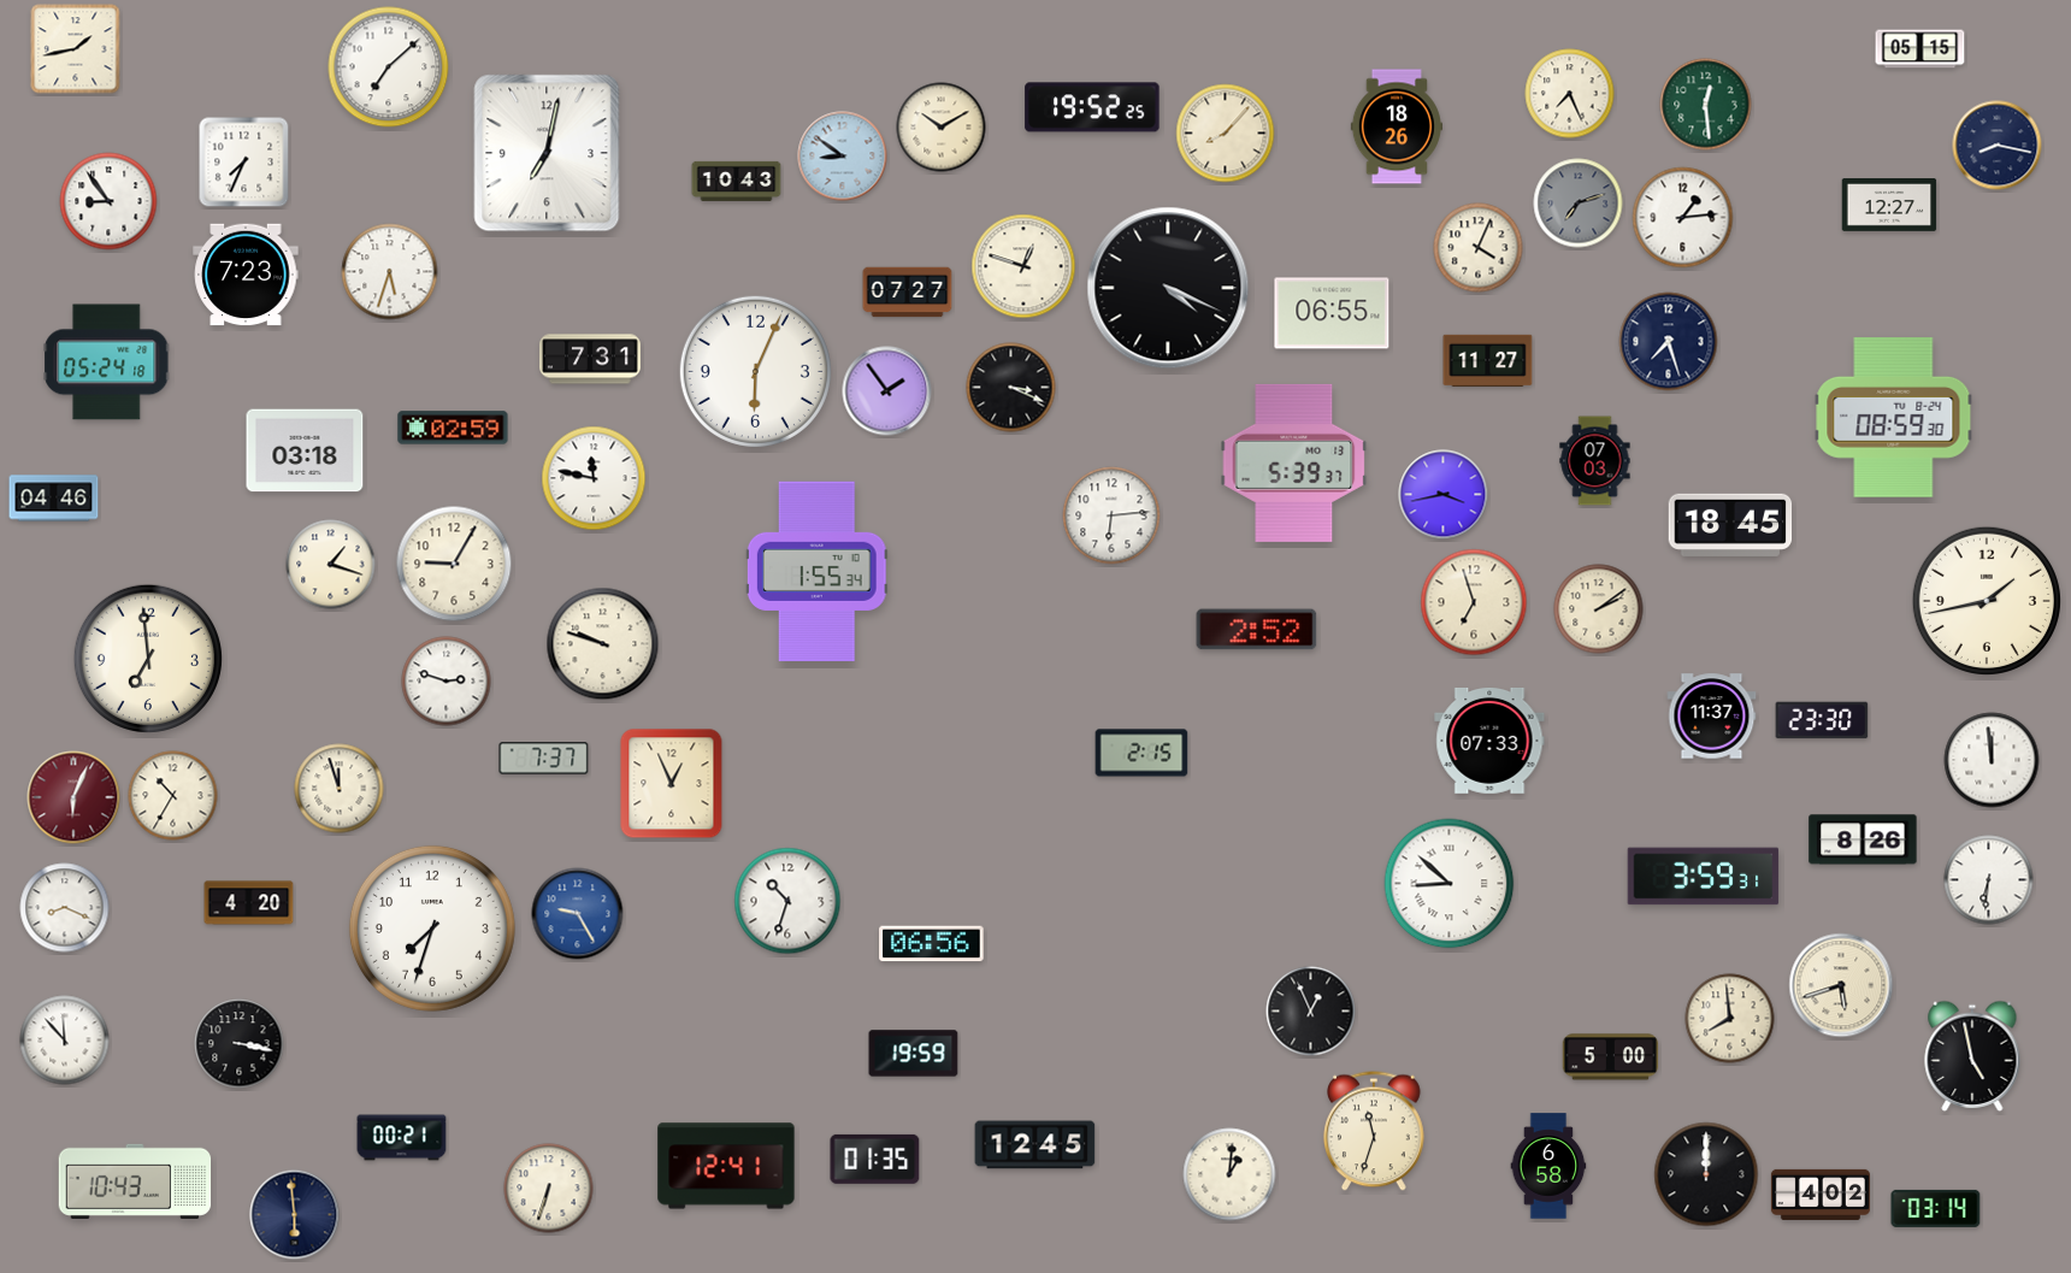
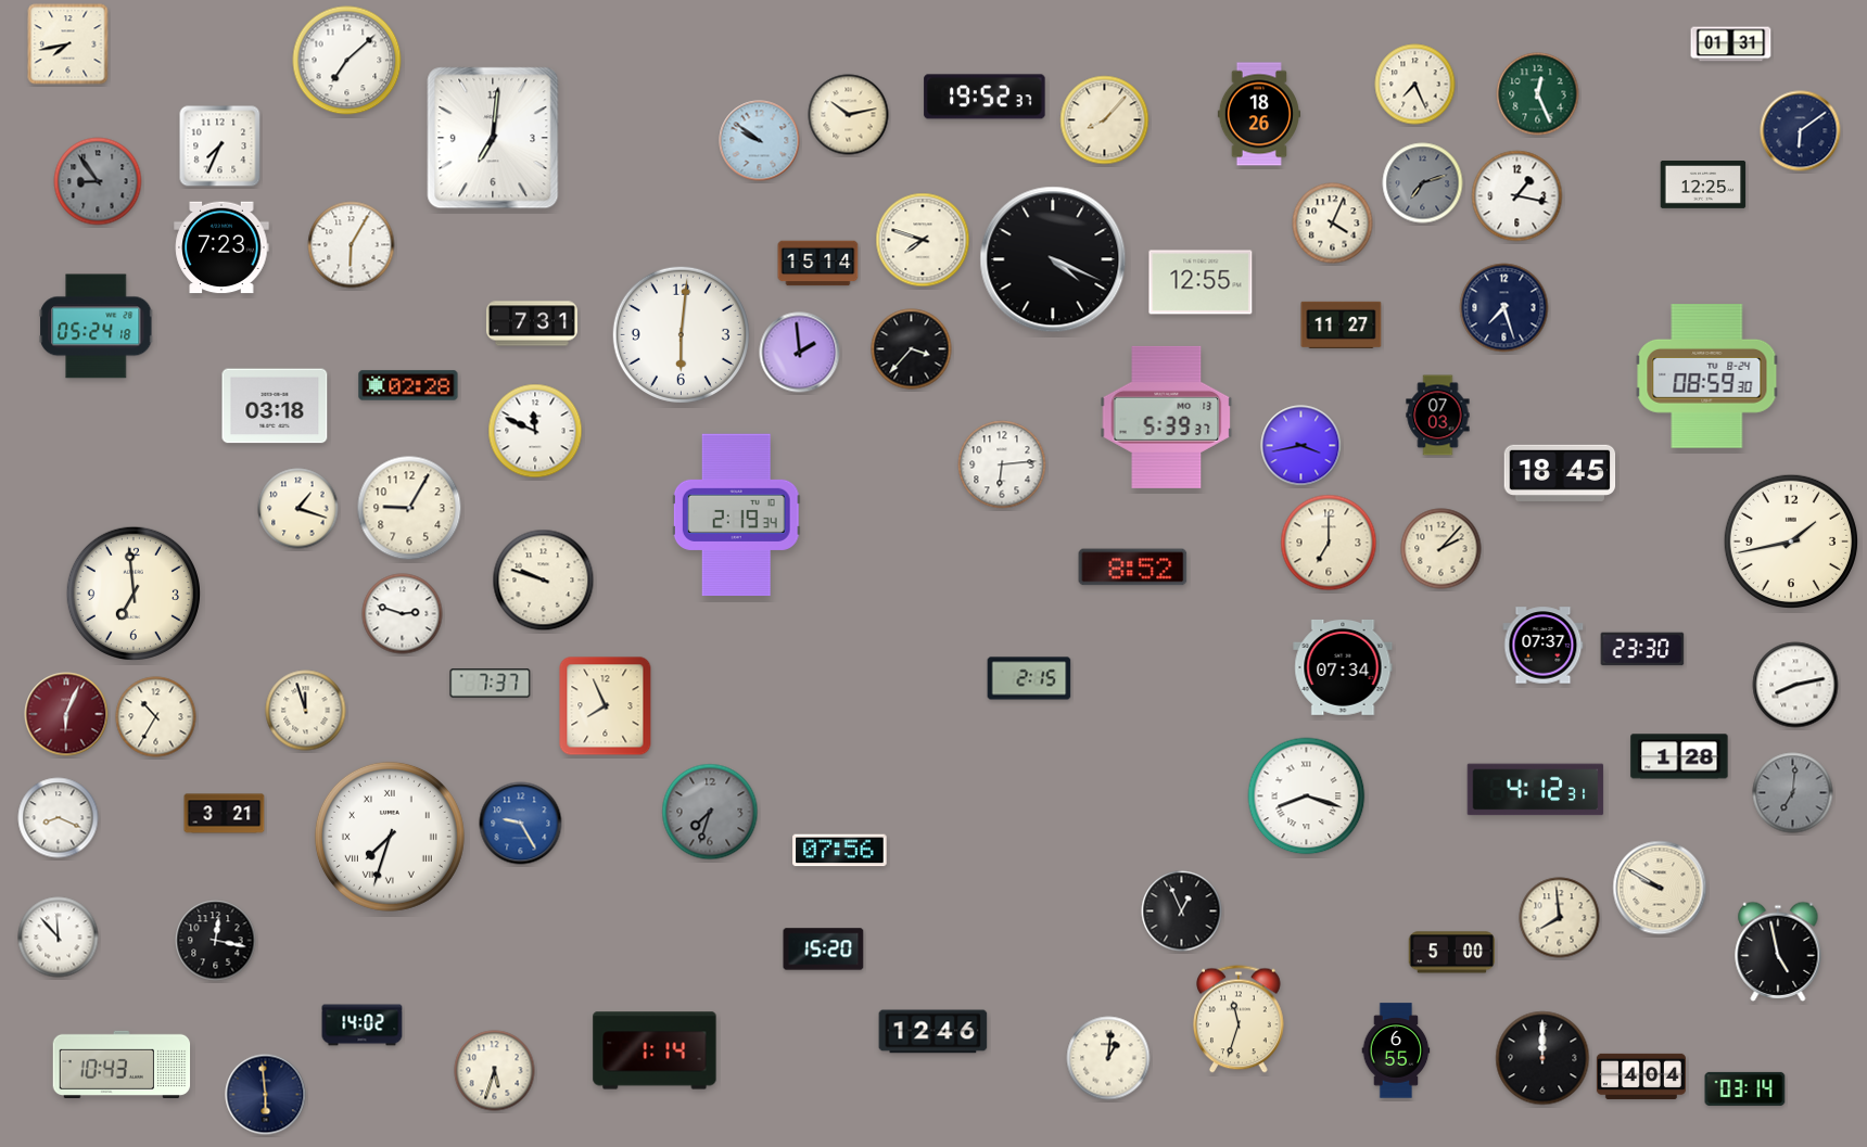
clock at (76, 49): 1:43 -> 7:43
clock at (1920, 49): 05:15 -> 01:31
clock at (389, 67) position: (389, 67) -> (347, 61)
clock at (1706, 105): 12:29 -> 12:26
clock at (1092, 107): 19:52:25 -> 19:52:37
clock at (942, 128): 10:10 -> 10:13
clock at (1998, 146): 8:17 -> 6:09
clock at (547, 153): 7:02 -> 7:01
clock at (843, 157): 8:51 -> 9:51
clock at (737, 181): 10:43 -> none
clock at (108, 201) dial: white -> grey
clock at (1889, 206): 12:27 -> 12:25
clock at (1683, 218): 1:14 -> 1:17
clock at (1023, 266): 12:48 -> 7:48
clock at (390, 272): 5:33 -> 6:05
clock at (908, 293): 07:27 -> 15:14
clock at (1332, 313): 06:55 -> 12:55
clock at (755, 371): 6:04 -> 6:01
clock at (1011, 388): 3:19 -> 3:37
clock at (887, 391): 1:54 -> 1:59
clock at (453, 428): 02:59 -> 02:28
clock at (594, 478): 11:47 -> 11:49
clock at (54, 499): 04:46 -> none
clock at (816, 572): 1:55 -> 2:19
clock at (1474, 602): 6:57 -> 7:00
clock at (1599, 609): 2:09 -> 2:07
clock at (1257, 630): 2:52 -> 8:52
clock at (1712, 717): 11:37 -> 07:37
clock at (1489, 741): 07:33 -> 07:34
clock at (1992, 760): 11:59 -> 8:13
clock at (672, 784): 12:56 -> 7:56
clock at (73, 797) position: (73, 797) -> (66, 714)
clock at (1863, 839): 8:26 -> 1:28
clock at (1704, 877): 3:59 -> 4:12
clock at (1989, 880): 6:31 -> 7:01
clock at (1989, 880) dial: white -> grey
clock at (1450, 884): 8:52 -> 8:18
clock at (787, 901): 10:33 -> 7:33
clock at (787, 901) dial: white -> grey
clock at (249, 903): 4:20 -> 3:21
clock at (432, 929) numerals: Arabic -> Roman
clock at (932, 944): 06:56 -> 07:56
clock at (1841, 985): 5:42 -> 9:50
clock at (240, 1044): 3:17 -> 12:17
clock at (914, 1054): 19:59 -> 15:20
clock at (402, 1138): 00:21 -> 14:02
clock at (1035, 1145): 12:45 -> 12:46
clock at (875, 1159): 01:35 -> none
clock at (726, 1166): 12:41 -> 1:14
clock at (1548, 1166): 6:58 -> 6:55
clock at (1706, 1174) position: (1706, 1174) -> (1542, 1058)
clock at (549, 1189): 6:33 -> 5:33
clock at (1821, 1195): 4:02 -> 4:04
